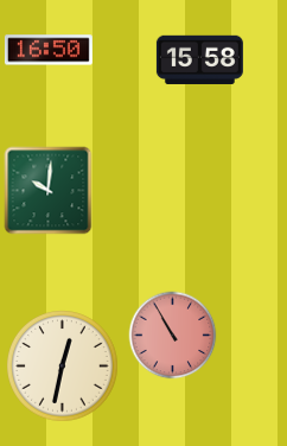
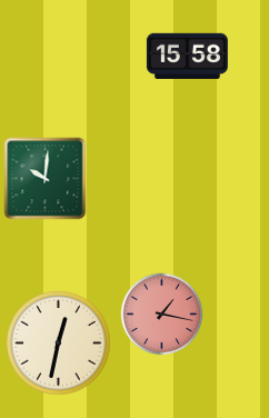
clock at (49, 50): 16:50 -> none
clock at (173, 336): 10:55 -> 1:17
